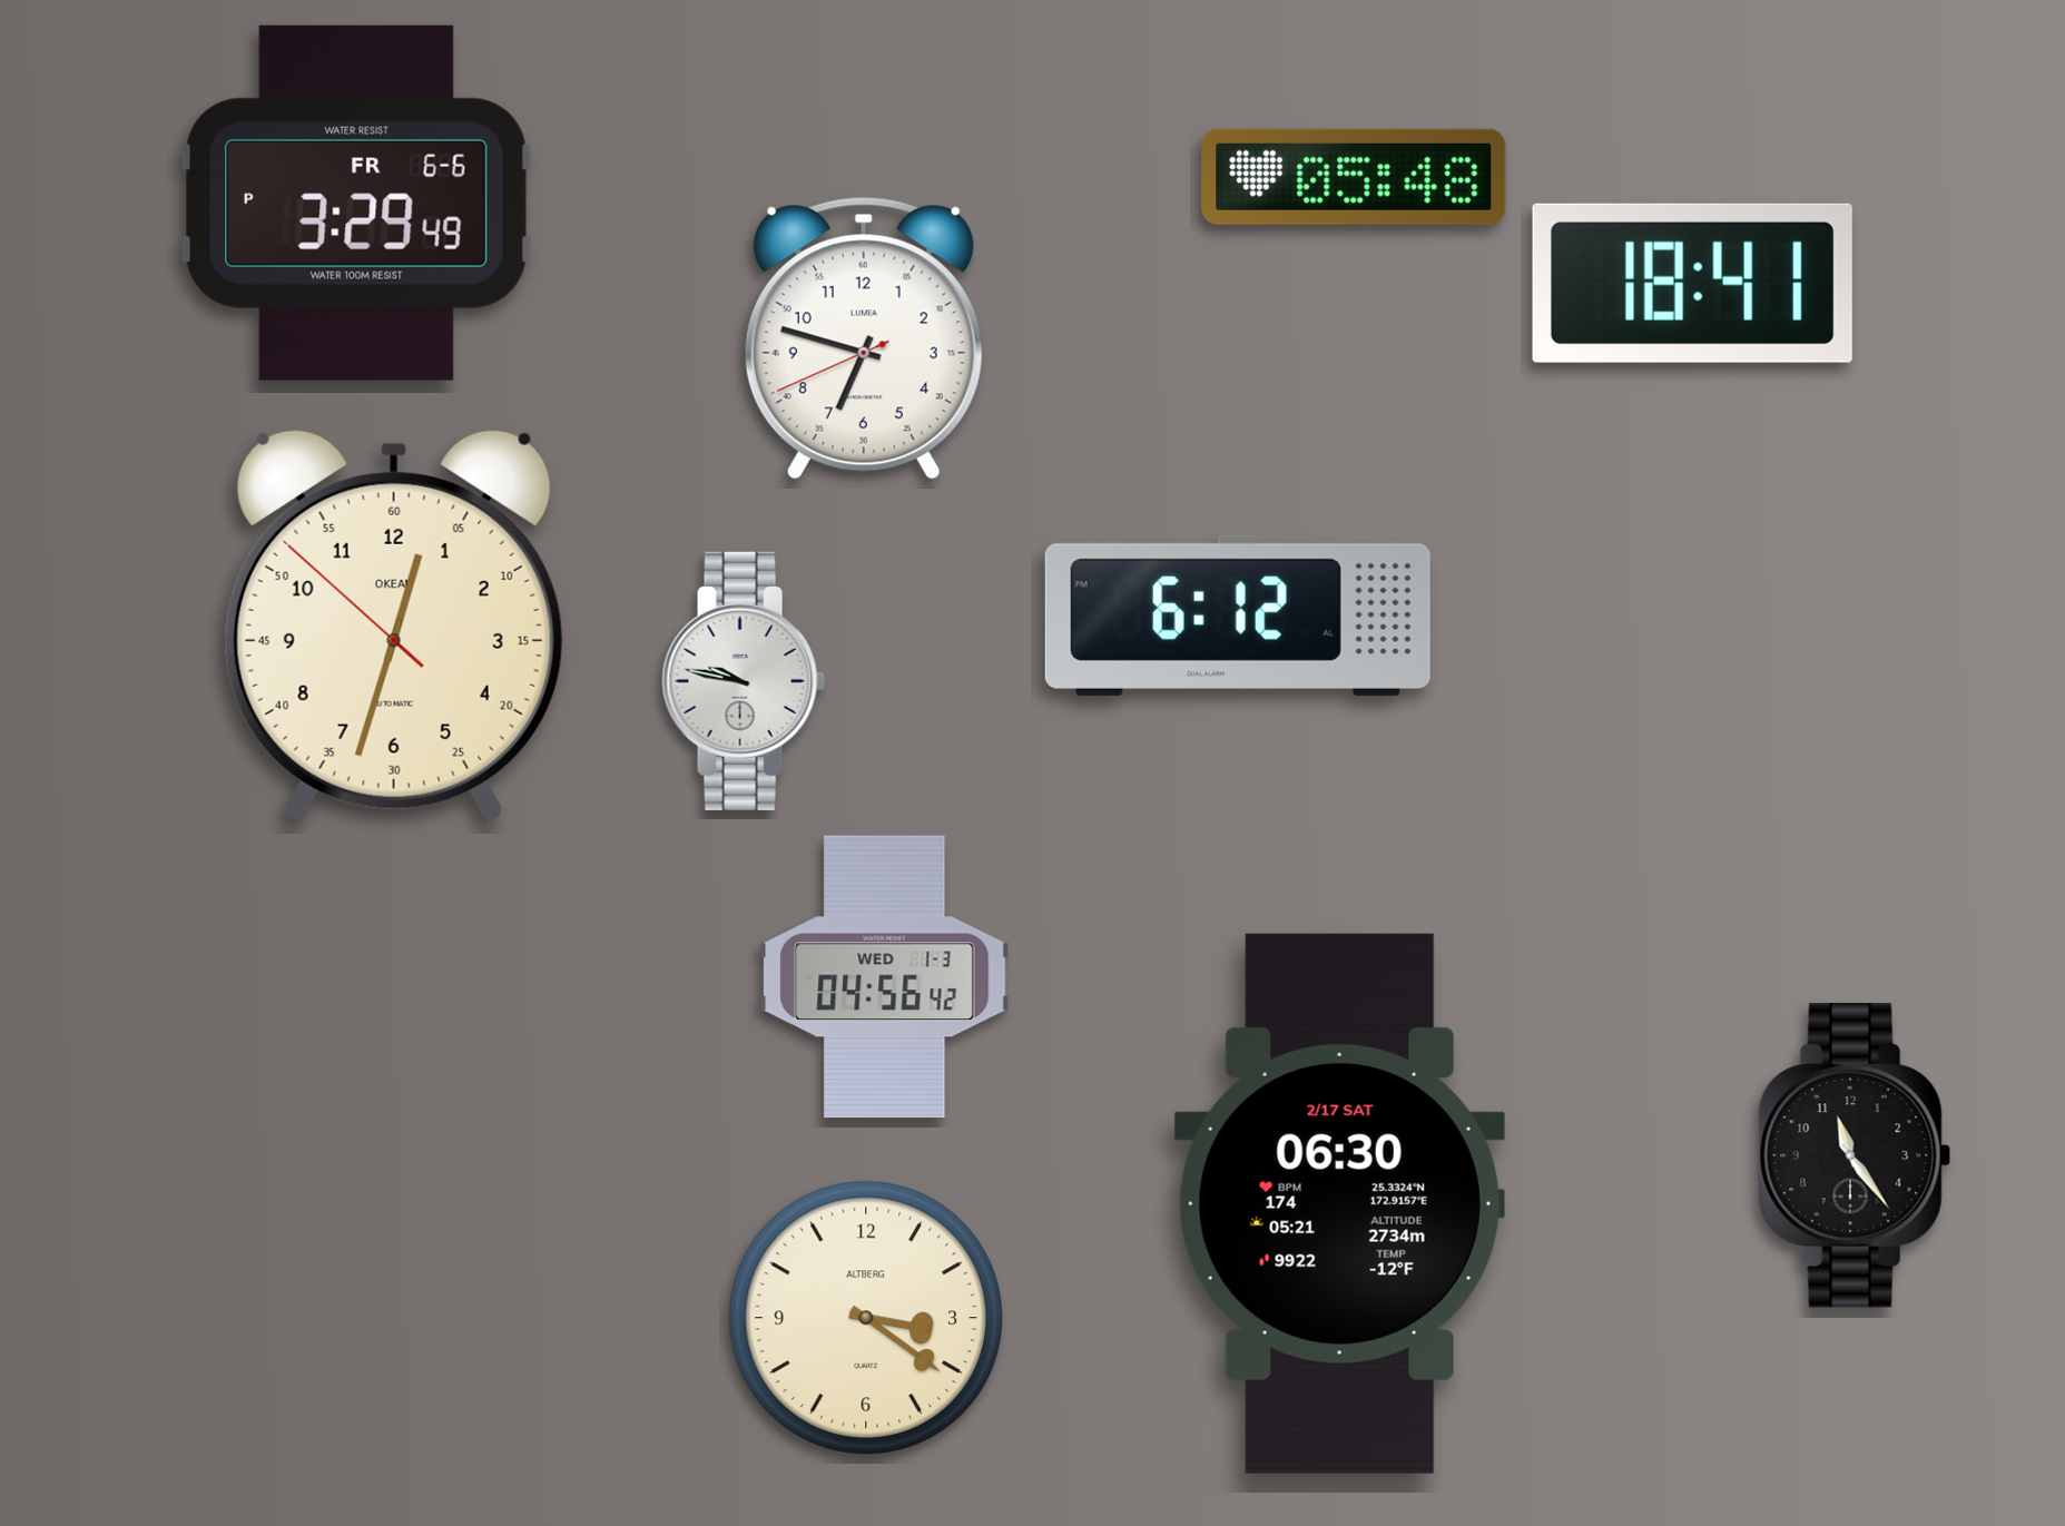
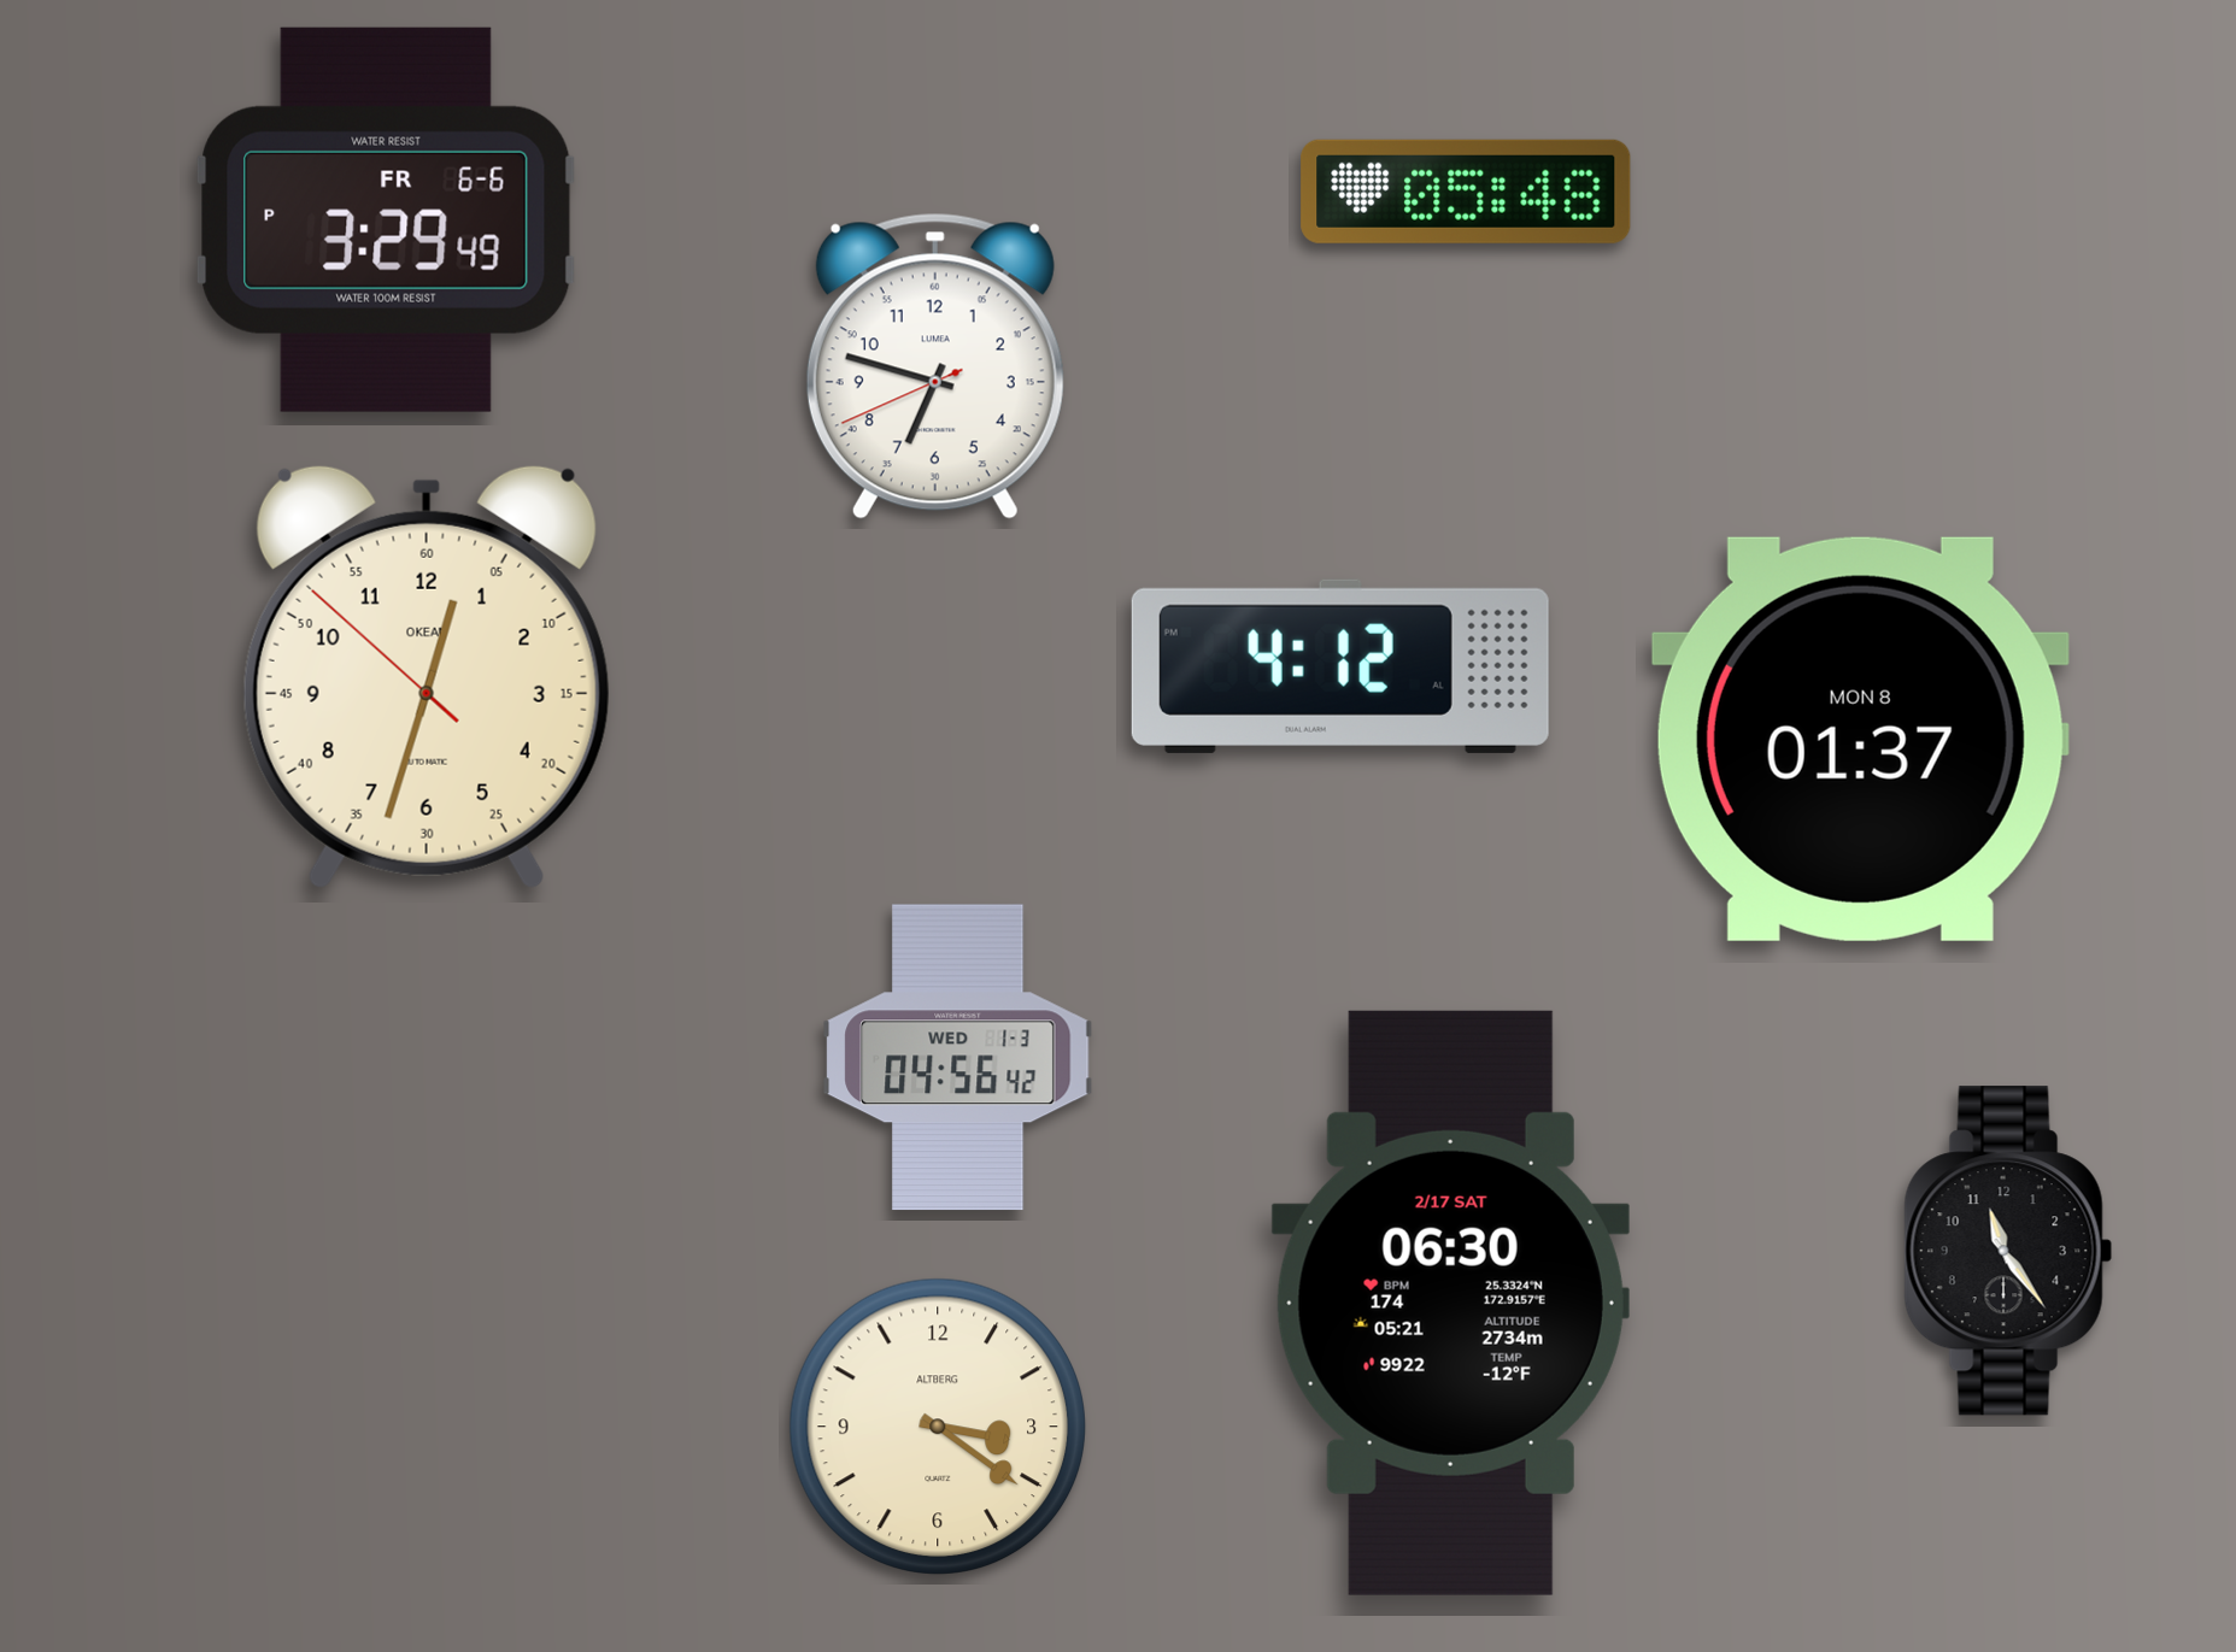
clock at (1692, 283): 18:41 -> none
clock at (1238, 616): 6:12 -> 4:12
clock at (744, 681): 9:47 -> none
clock at (1860, 739): none -> 01:37
